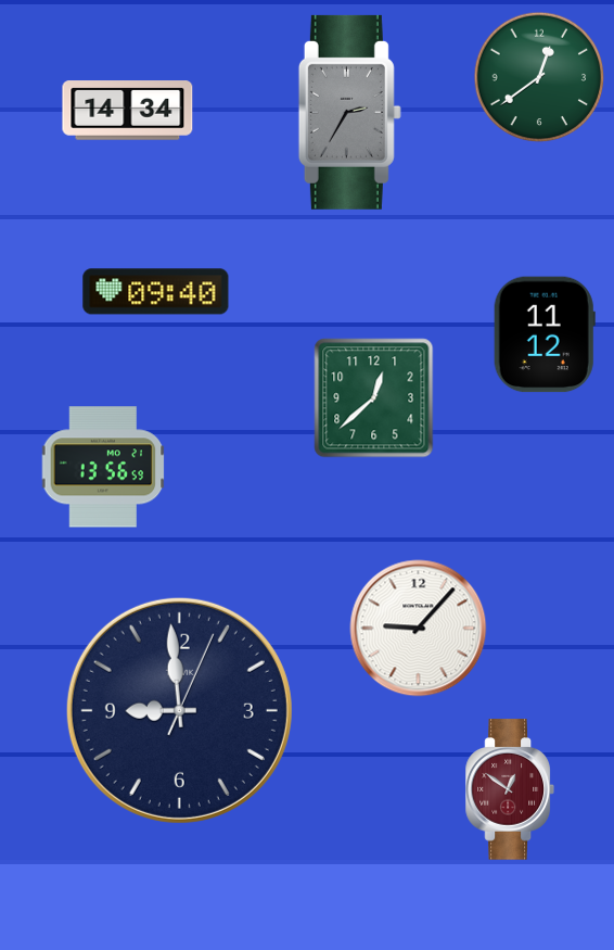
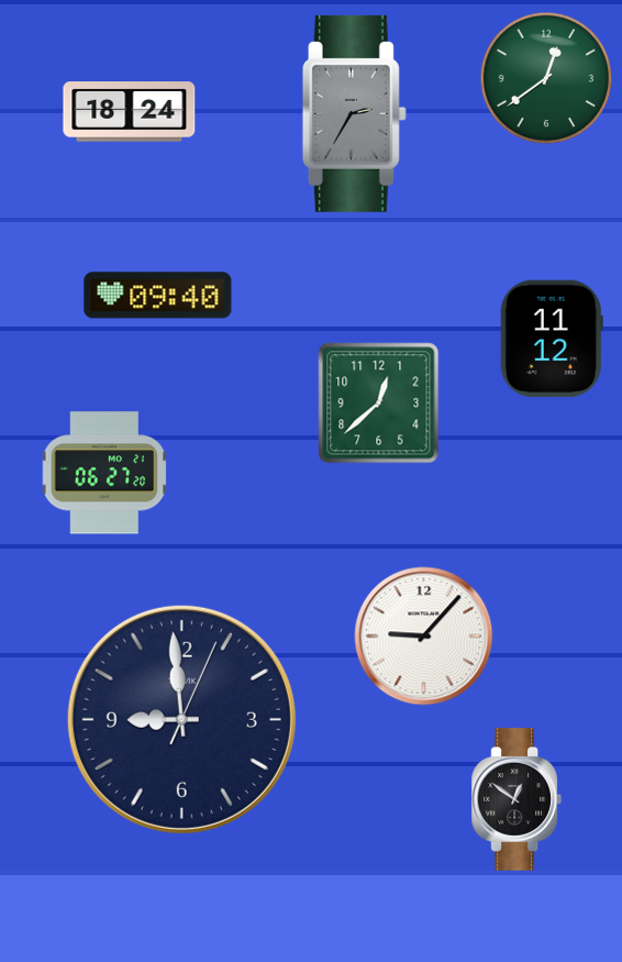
clock at (128, 111): 14:34 -> 18:24
clock at (103, 467): 13:56 -> 06:27
clock at (509, 789) dial: burgundy -> black
